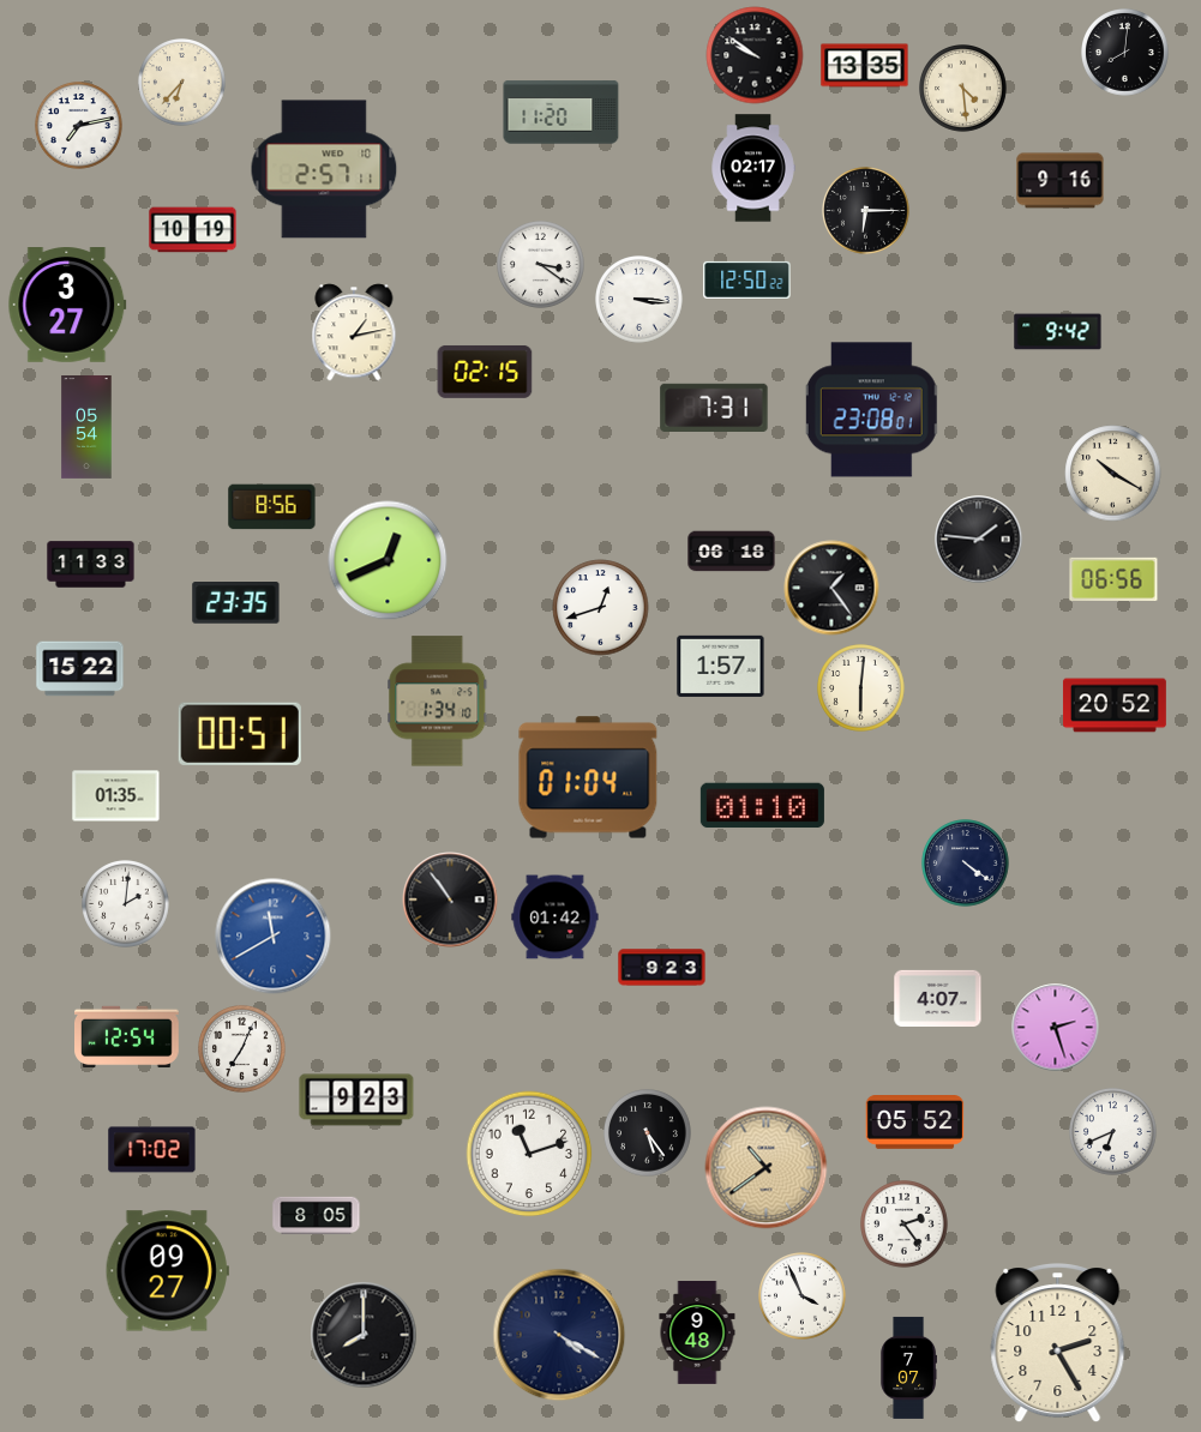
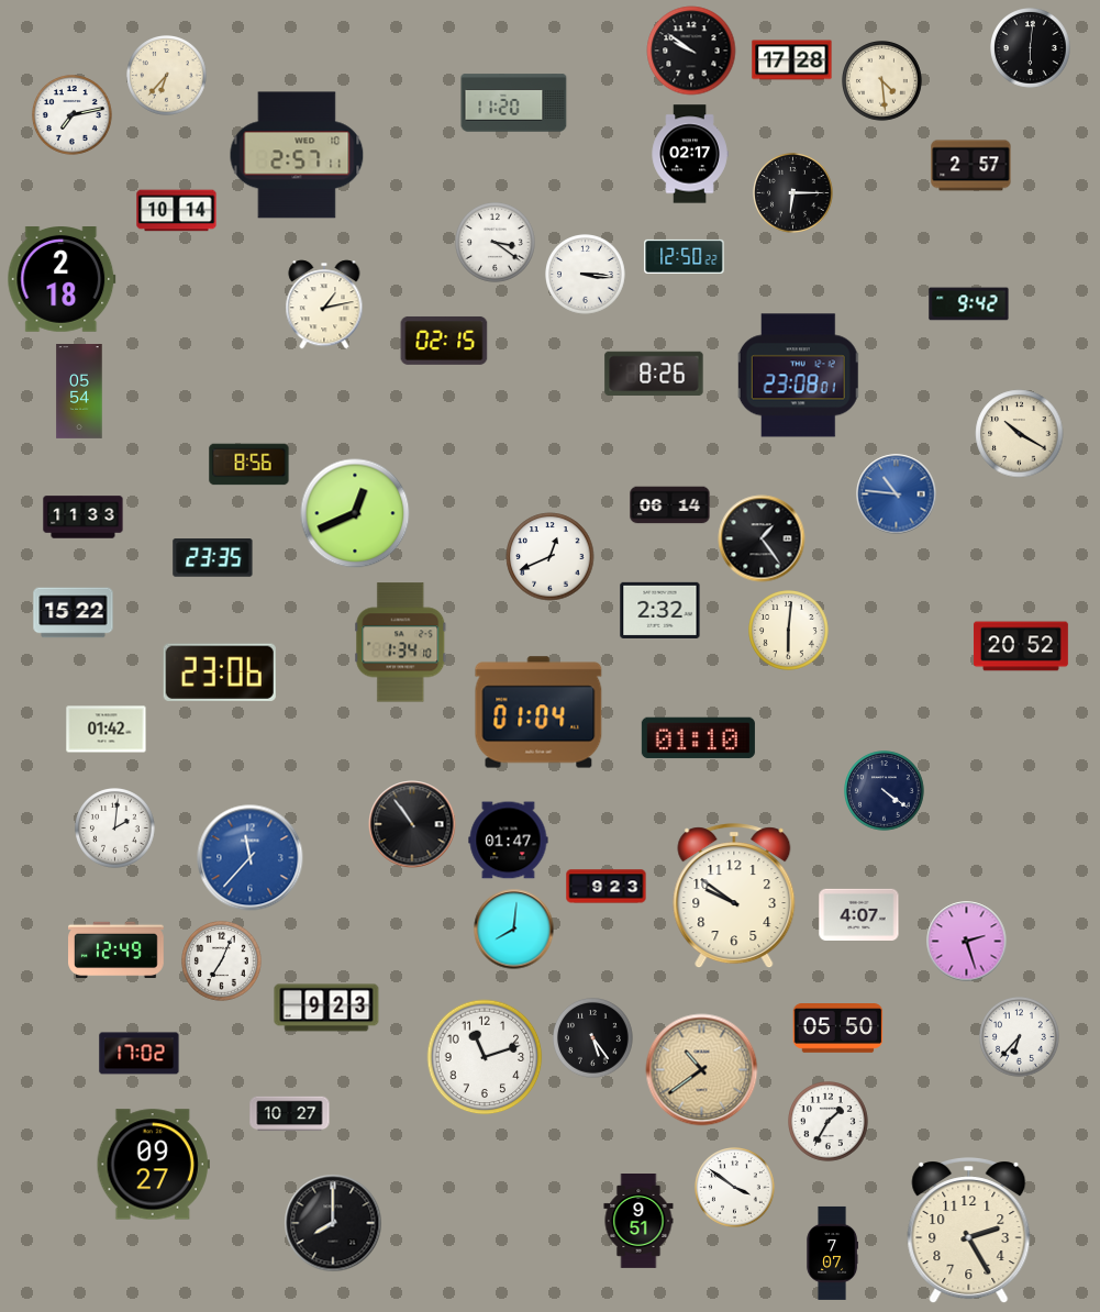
clock at (1125, 53): 8:01 -> 6:01
clock at (865, 66): 13:35 -> 17:28
clock at (1061, 181): 9:16 -> 2:57
clock at (193, 230): 10:19 -> 10:14
clock at (67, 306): 3:27 -> 2:18
clock at (714, 407): 7:31 -> 8:26
clock at (979, 540): 1:46 -> 10:46
clock at (979, 540) dial: black -> blue
clock at (732, 552): 06:18 -> 06:14
clock at (1113, 579): 06:56 -> none
clock at (236, 603) position: (236, 603) -> (213, 558)
clock at (601, 608): 12:42 -> 12:41
clock at (721, 666): 1:57 -> 2:32
clock at (240, 734): 00:51 -> 23:06
clock at (116, 796): 01:35 -> 01:42
clock at (556, 917): 01:42 -> 01:47
clock at (274, 937): 11:40 -> 11:37
clock at (734, 897): none -> 9:51
clock at (514, 930): none -> 8:01
clock at (127, 1037): 12:54 -> 12:49
clock at (915, 1123): 05:52 -> 05:50
clock at (1113, 1132): 6:41 -> 6:37
clock at (317, 1216): 8:05 -> 10:27
clock at (905, 1225): 2:24 -> 1:35
clock at (803, 1296): 3:56 -> 3:51
clock at (697, 1334): 9:48 -> 9:51
clock at (559, 1335): 4:20 -> none
